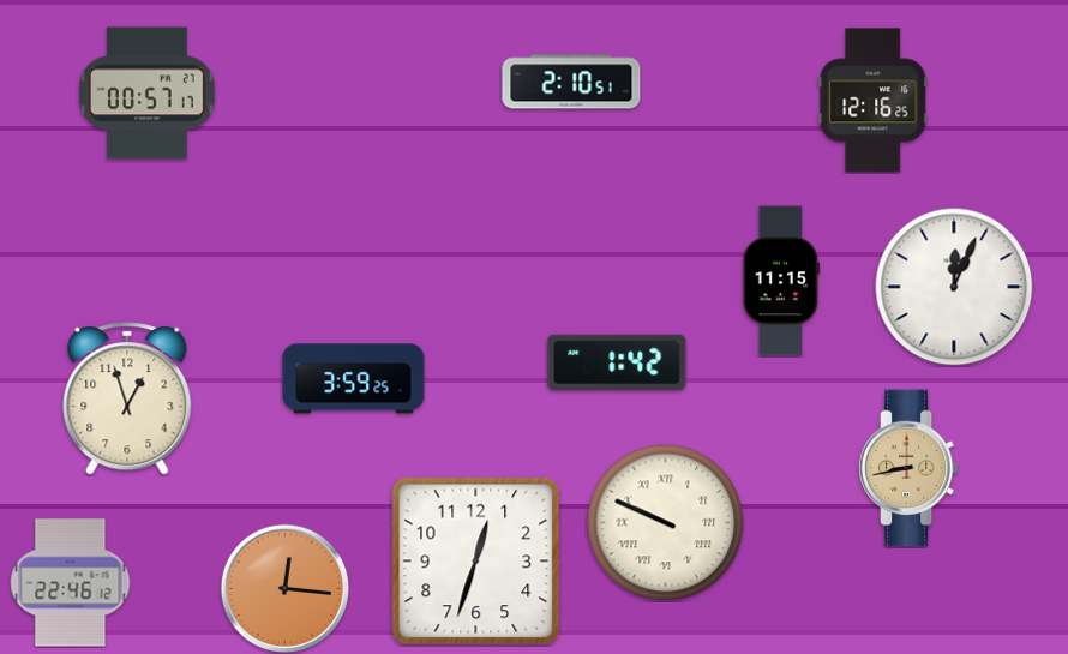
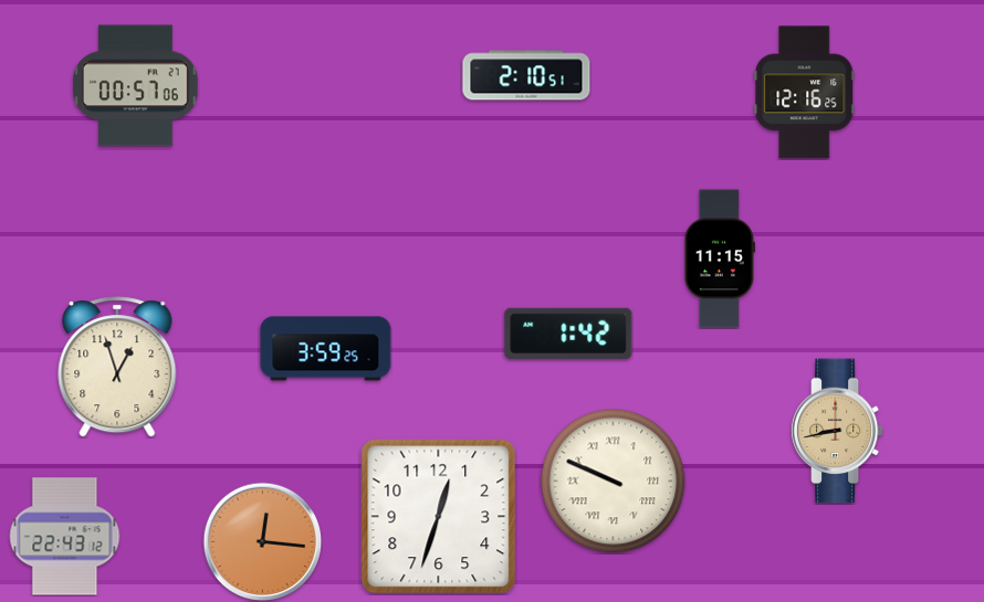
clock at (148, 94): 00:57:17 -> 00:57:06
clock at (954, 287): 12:04 -> none
clock at (71, 583): 22:46 -> 22:43
